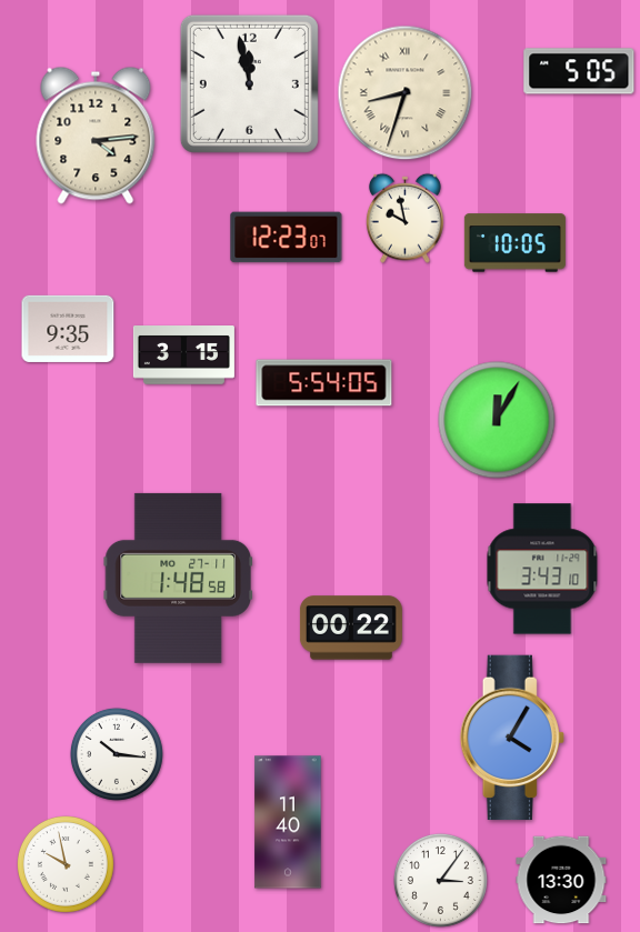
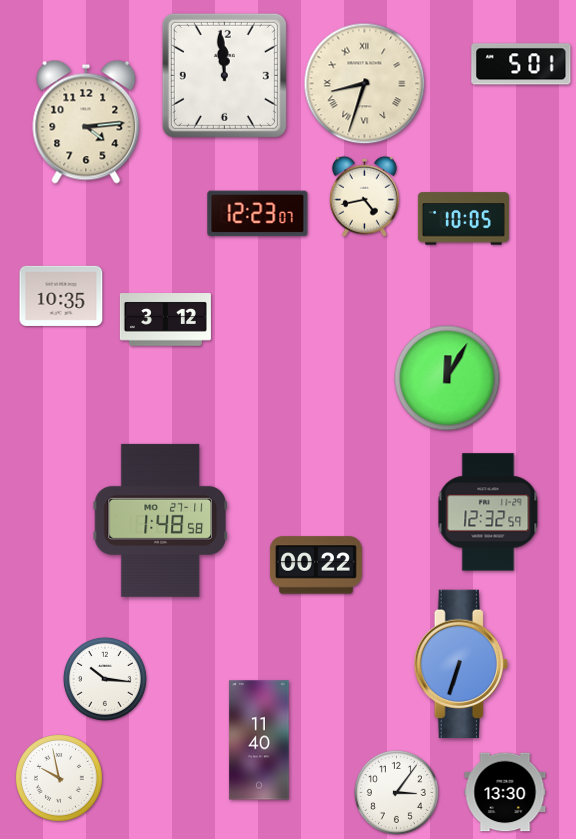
clock at (579, 71): 5:05 -> 5:01
clock at (249, 83): 11:58 -> 11:59
clock at (404, 218): 9:58 -> 4:43
clock at (68, 329): 9:35 -> 10:35
clock at (183, 355): 3:15 -> 3:12
clock at (324, 383): 5:54 -> none
clock at (542, 569): 3:43 -> 12:32
clock at (512, 738): 4:05 -> 6:33
